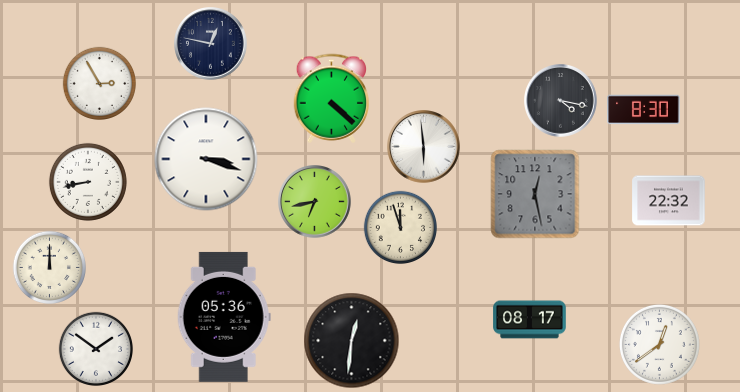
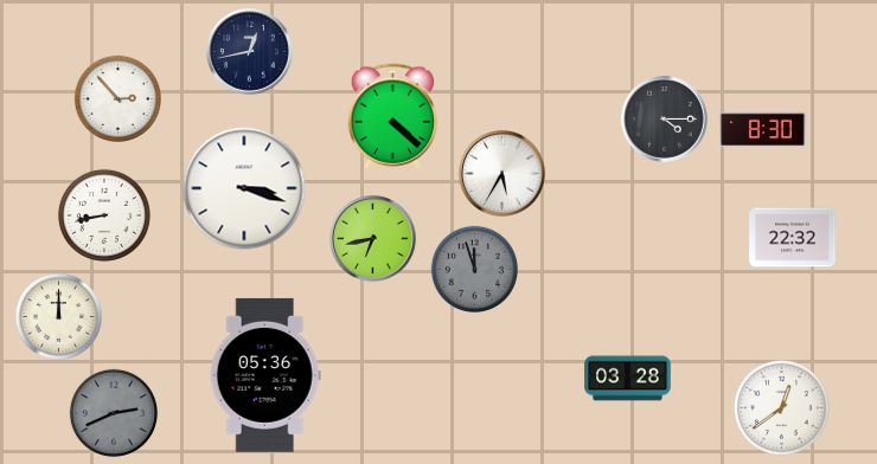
clock at (211, 44): 12:47 -> 12:43
clock at (100, 84): 2:55 -> 2:53
clock at (561, 101): 4:17 -> 4:15
clock at (424, 147): 5:59 -> 5:35
clock at (535, 194): 12:28 -> none
clock at (401, 228) dial: cream -> grey
clock at (530, 320): 08:17 -> 03:28
clock at (352, 341): 12:31 -> none
clock at (95, 348): 1:51 -> 2:41
clock at (95, 348) dial: white -> grey
